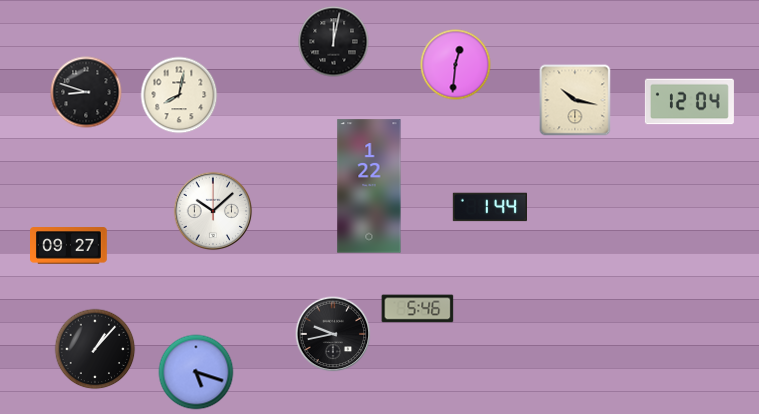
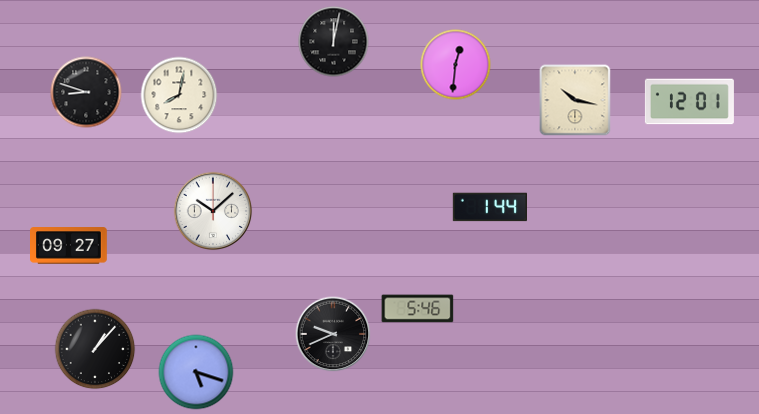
clock at (689, 102): 12:04 -> 12:01
clock at (369, 186): 1:22 -> none
clock at (333, 334): 9:43 -> 9:41
